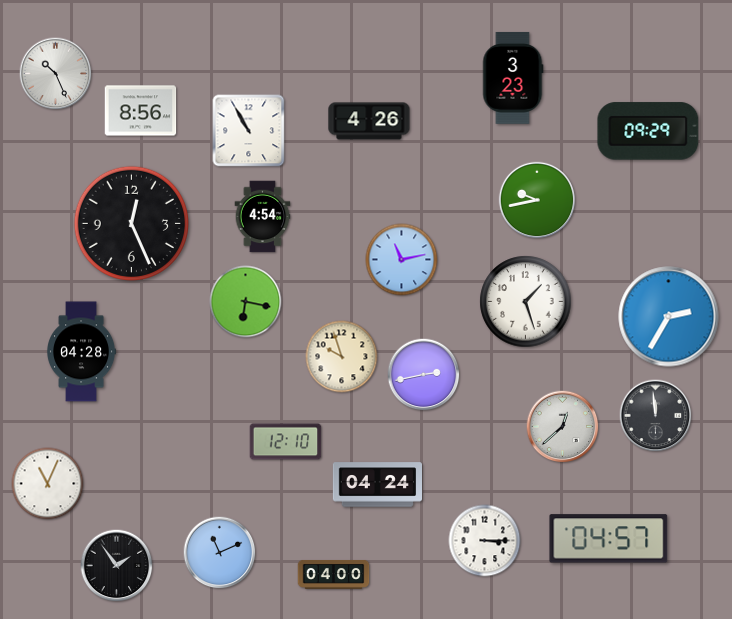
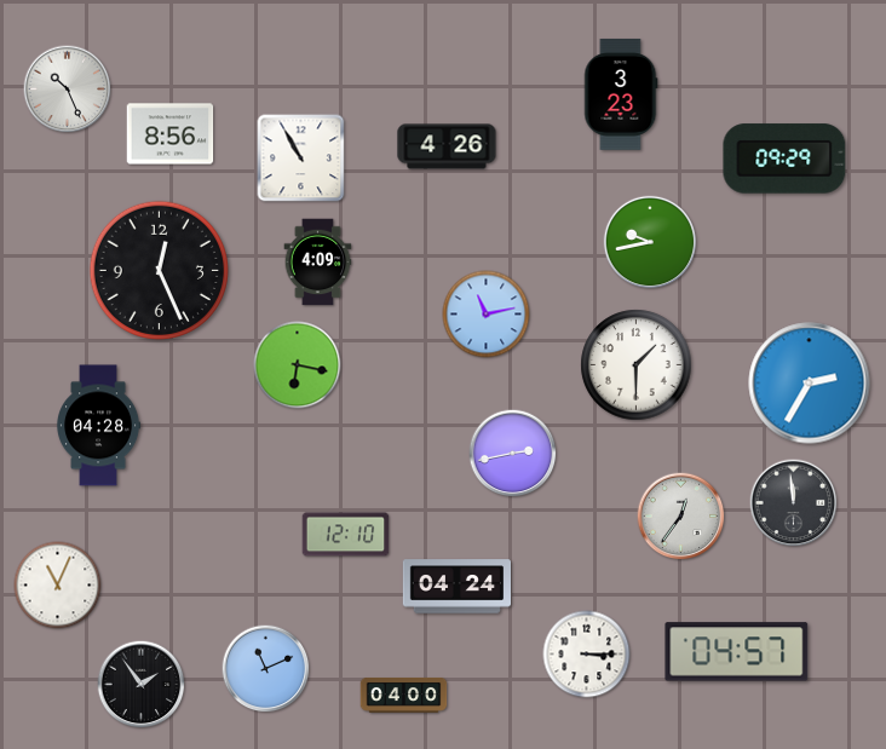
clock at (263, 217): 4:54 -> 4:09
clock at (526, 302): 1:27 -> 1:30
clock at (342, 357): 9:57 -> none
clock at (563, 427): 12:38 -> 12:36
